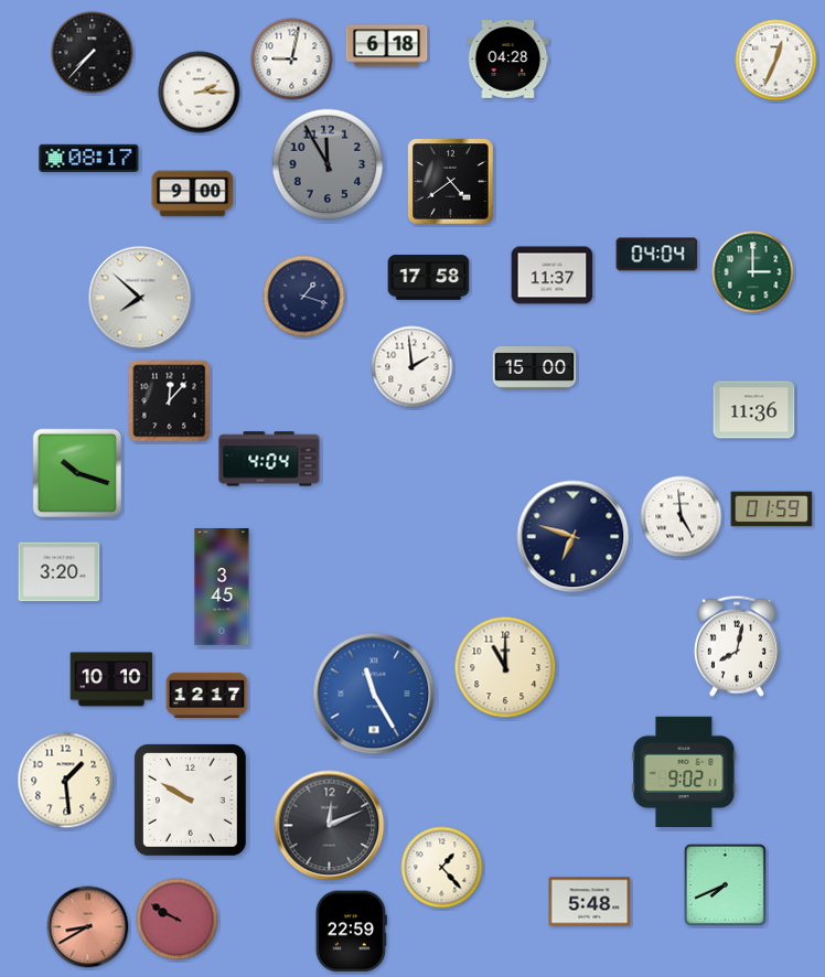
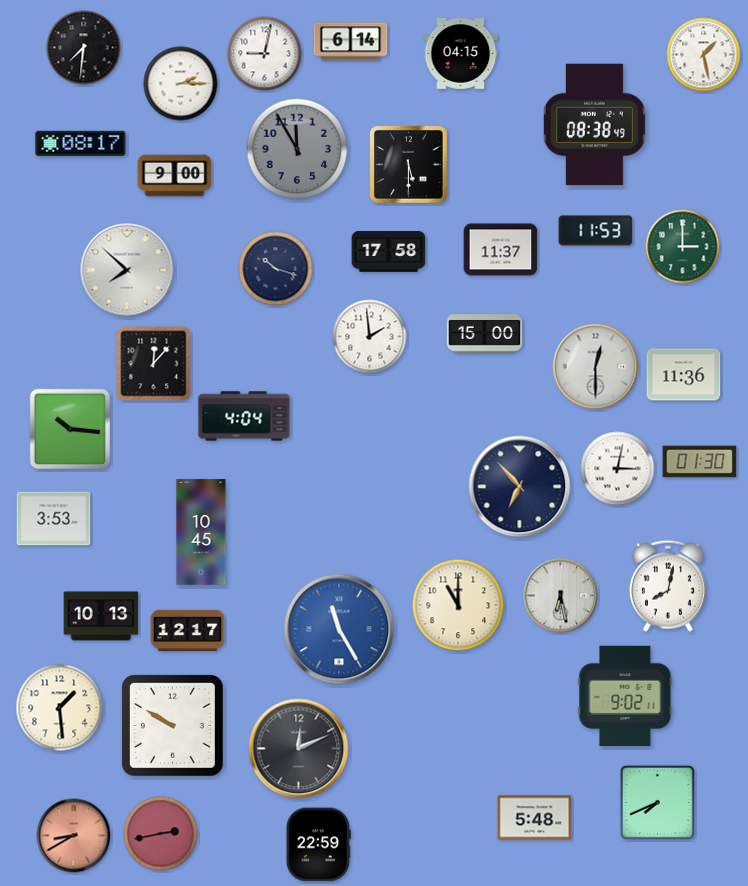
clock at (387, 46): 6:18 -> 6:14
clock at (93, 53): 7:37 -> 7:31
clock at (508, 60): 04:28 -> 04:15
clock at (776, 61): 12:34 -> 1:28
clock at (594, 125): none -> 08:38
clock at (451, 182): 4:39 -> 5:30
clock at (657, 255): 04:04 -> 11:53
clock at (304, 297): 1:18 -> 10:18
clock at (413, 367) position: (413, 367) -> (370, 337)
clock at (596, 367): none -> 12:30
clock at (754, 410) position: (754, 410) -> (684, 375)
clock at (77, 473): 10:18 -> 10:16
clock at (772, 509): 01:59 -> 01:30
clock at (682, 517): 4:59 -> 3:02
clock at (574, 537): 6:48 -> 6:53
clock at (60, 572): 3:20 -> 3:53
clock at (222, 587): 3:45 -> 10:45
clock at (561, 596): none -> 6:28
clock at (111, 679): 10:10 -> 10:13
clock at (684, 771) position: (684, 771) -> (625, 695)
clock at (442, 868): 1:23 -> none
clock at (178, 920): 9:50 -> 2:43
clock at (88, 927) position: (88, 927) -> (74, 836)
